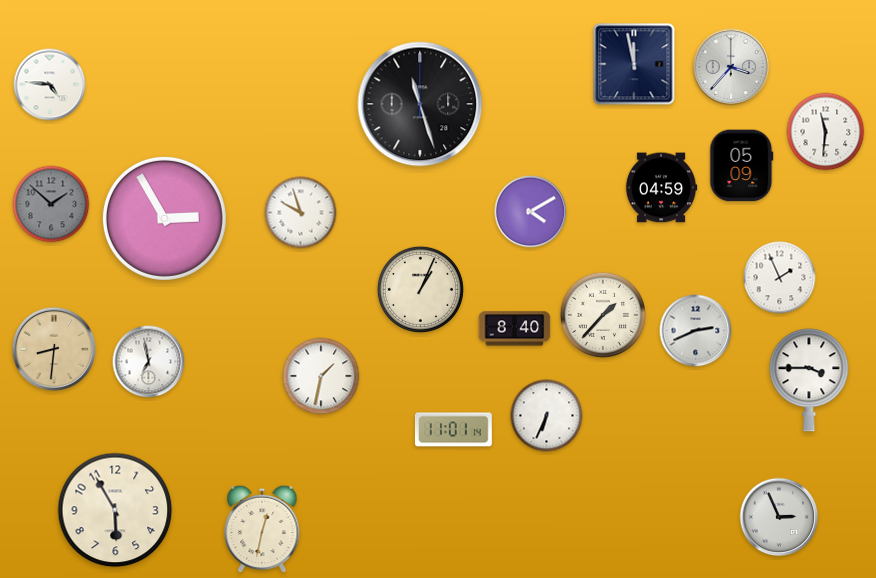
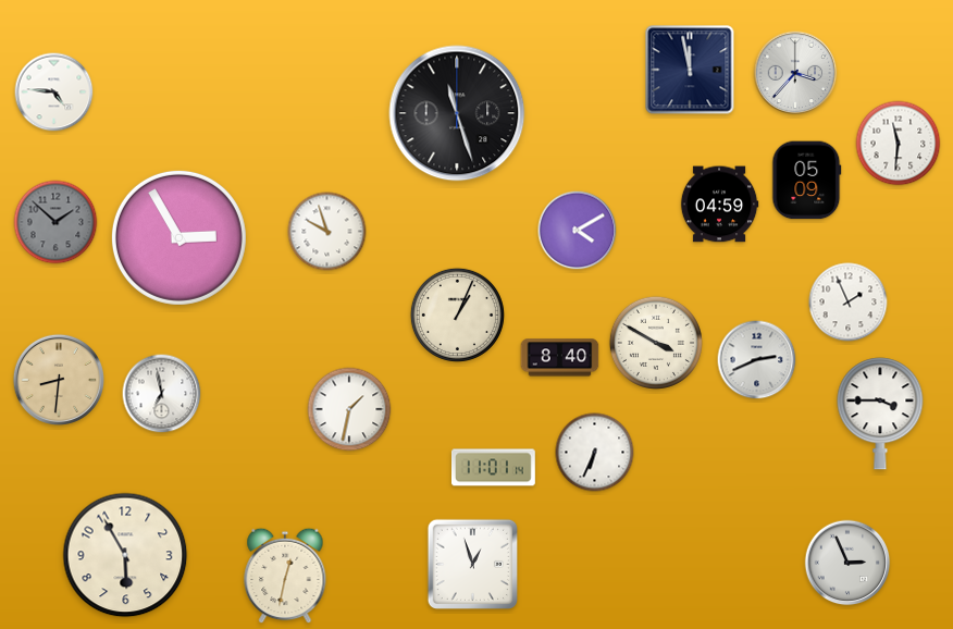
clock at (603, 315): 1:37 -> 3:50
clock at (472, 564): none -> 12:57
